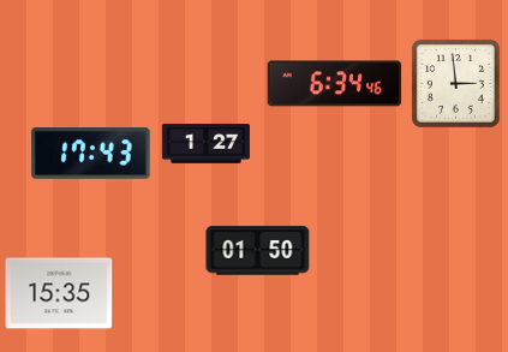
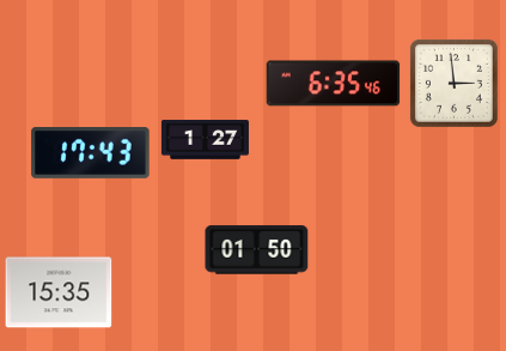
clock at (335, 84): 6:34 -> 6:35
clock at (205, 144) position: (205, 144) -> (205, 140)
